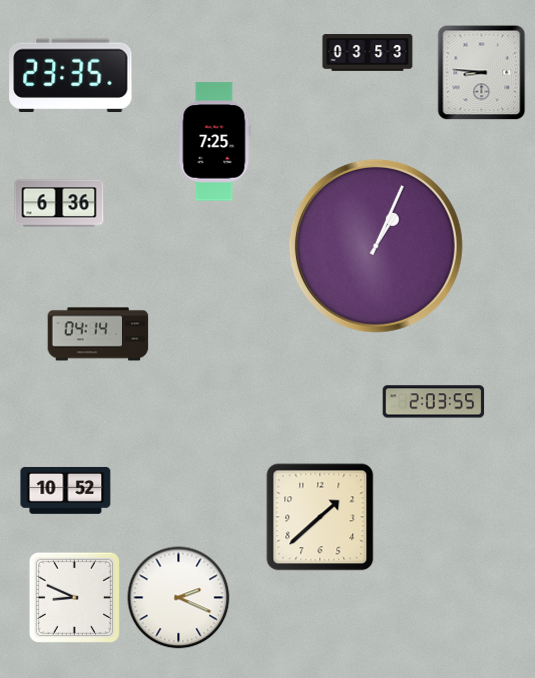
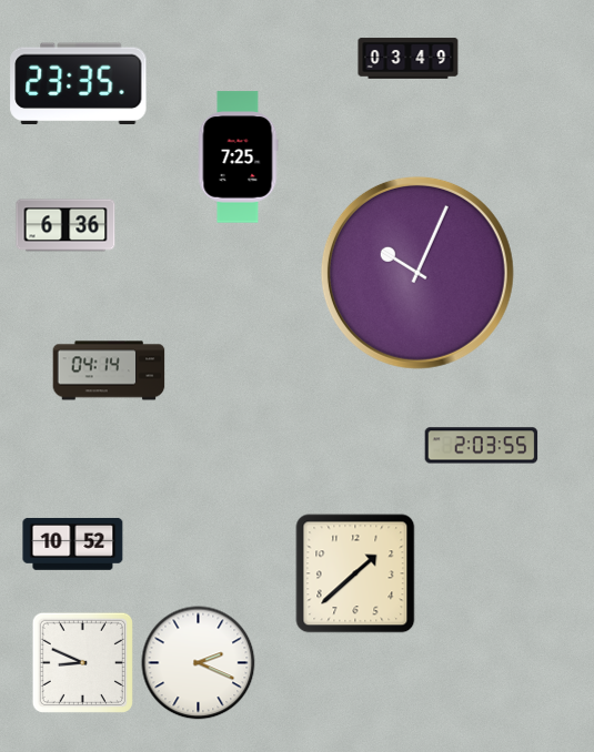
clock at (368, 53): 03:53 -> 03:49
clock at (482, 72): 8:46 -> none
clock at (376, 246): 1:04 -> 10:04
